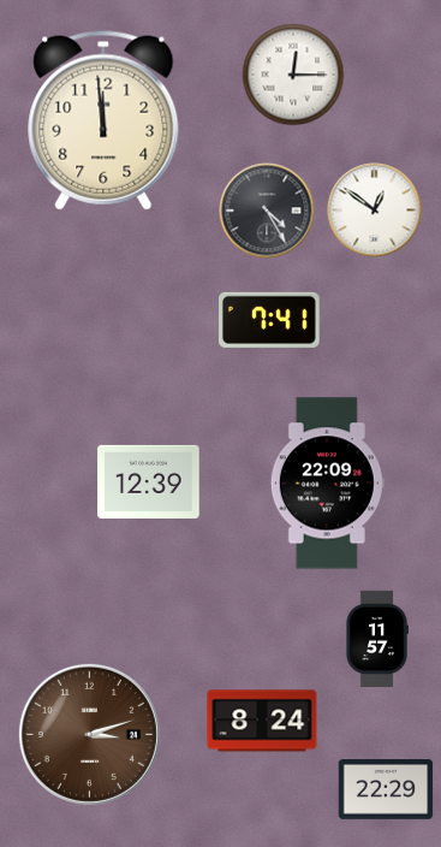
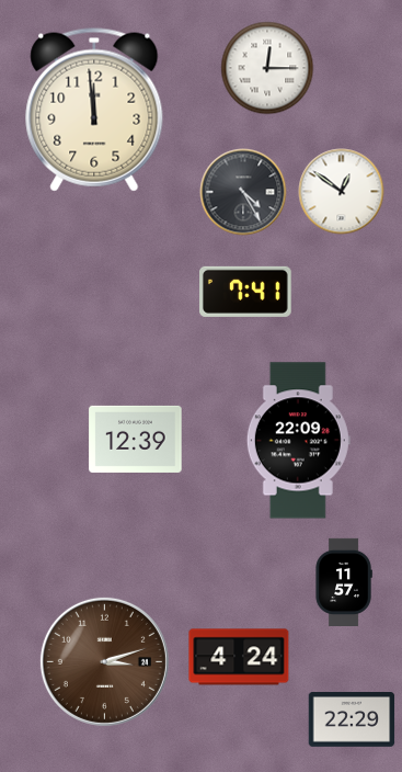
clock at (262, 721): 8:24 -> 4:24
clock at (89, 734) position: (89, 734) -> (104, 661)
